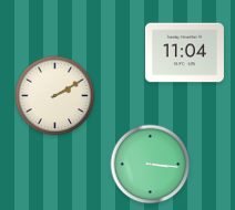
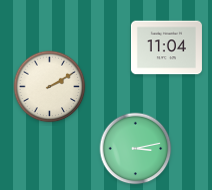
clock at (151, 165): 3:16 -> 3:13
